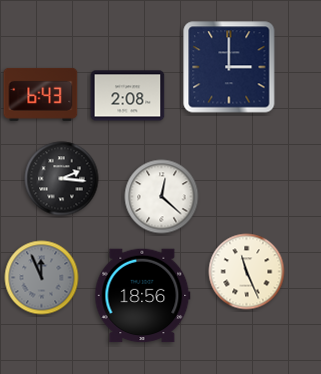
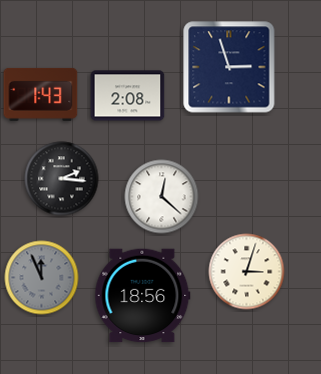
clock at (229, 67): 3:00 -> 2:57
clock at (41, 94): 6:43 -> 1:43
clock at (247, 272): 11:26 -> 3:03
